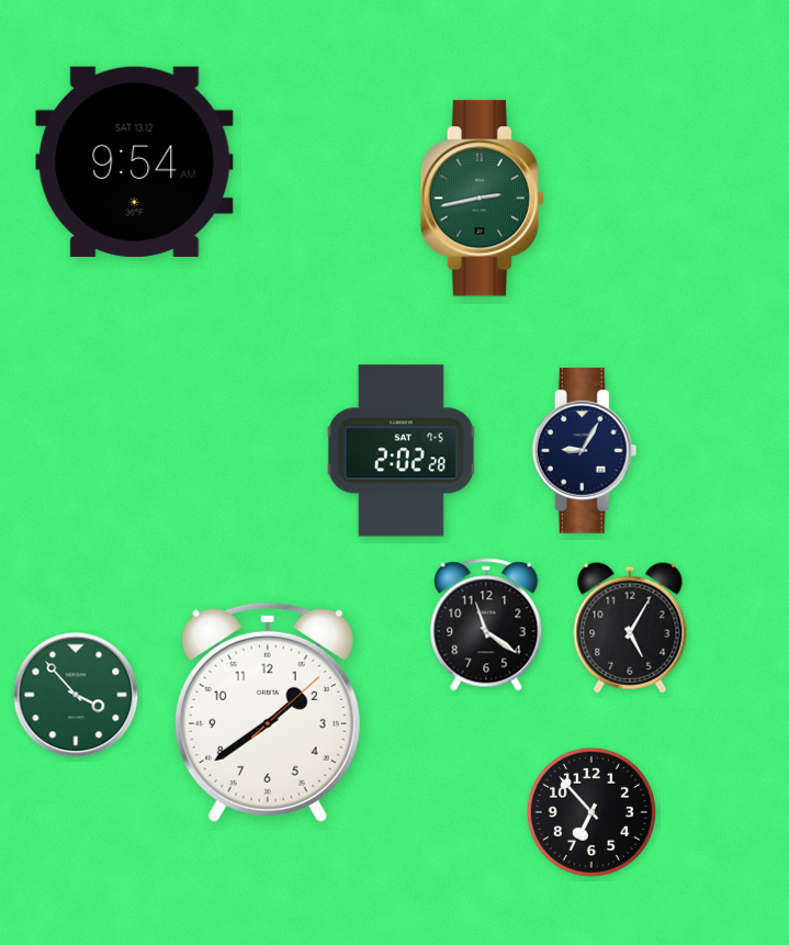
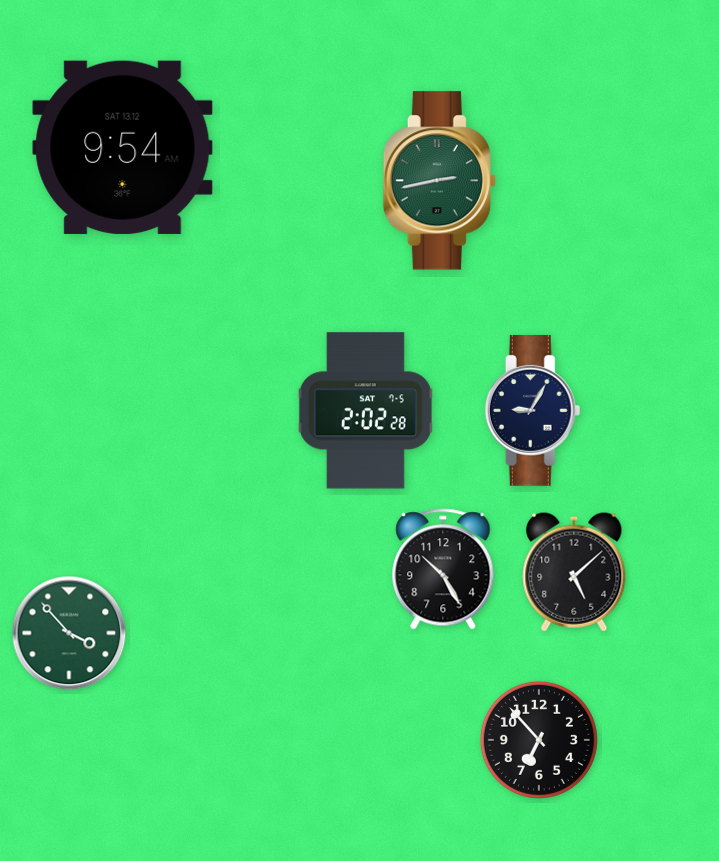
clock at (486, 625): 11:21 -> 10:25
clock at (630, 628): 5:05 -> 5:08
clock at (268, 712): 1:39 -> none
